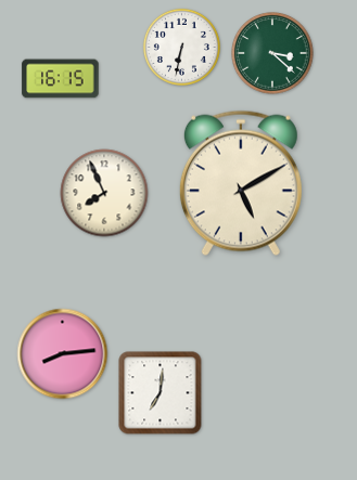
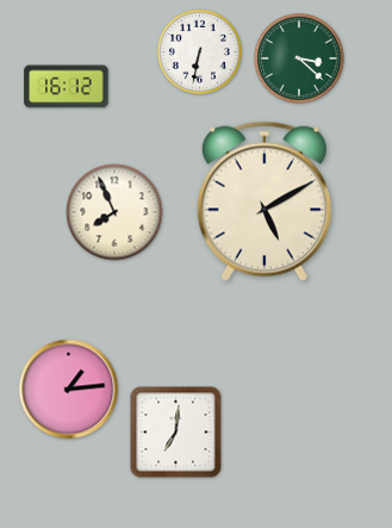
clock at (61, 79): 16:15 -> 16:12
clock at (63, 354): 8:14 -> 1:14
